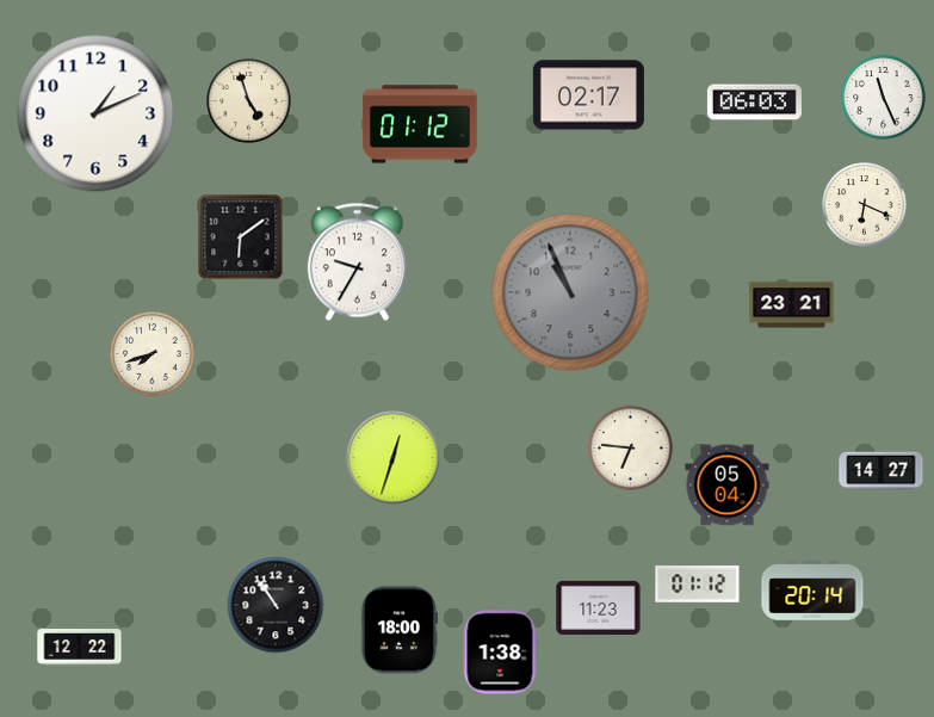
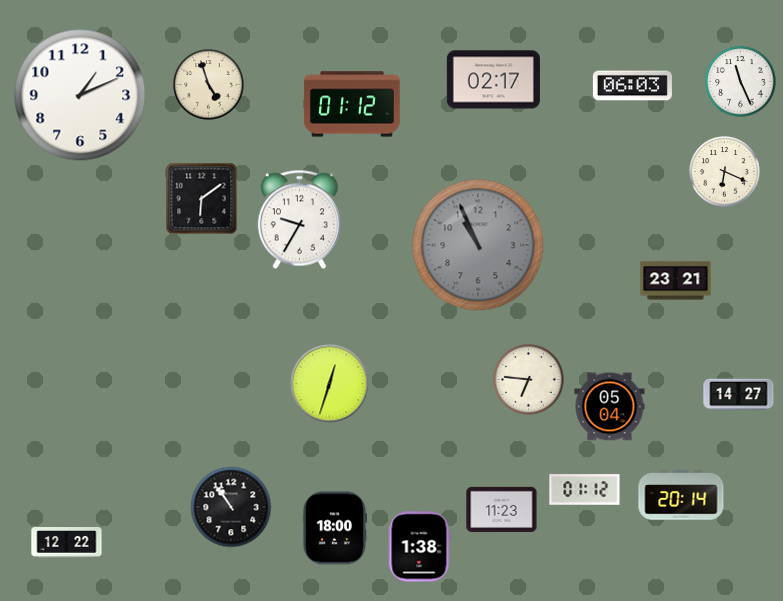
clock at (792, 305) position: (792, 305) -> (676, 281)
clock at (153, 354): 7:42 -> none
clock at (631, 449) position: (631, 449) -> (529, 380)
